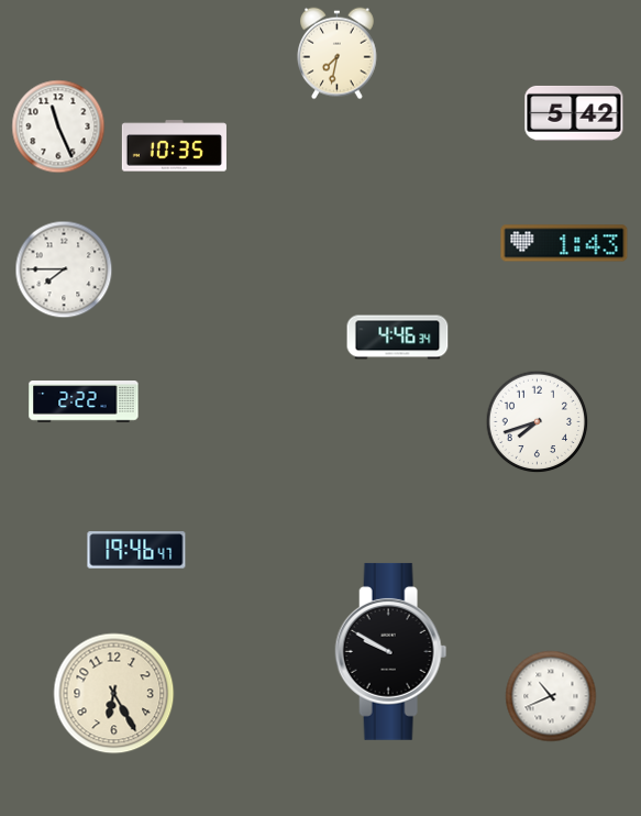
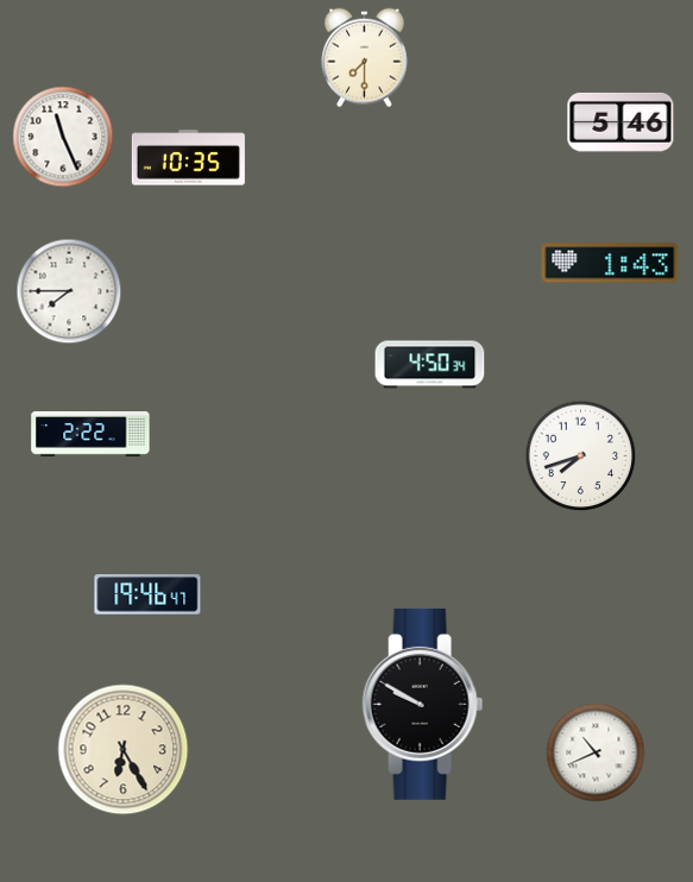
clock at (338, 54): 7:32 -> 7:30
clock at (574, 113): 5:42 -> 5:46
clock at (398, 338): 4:46 -> 4:50
